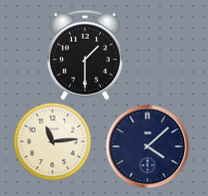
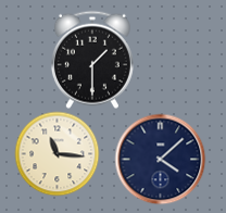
clock at (52, 141): 11:14 -> 11:16
